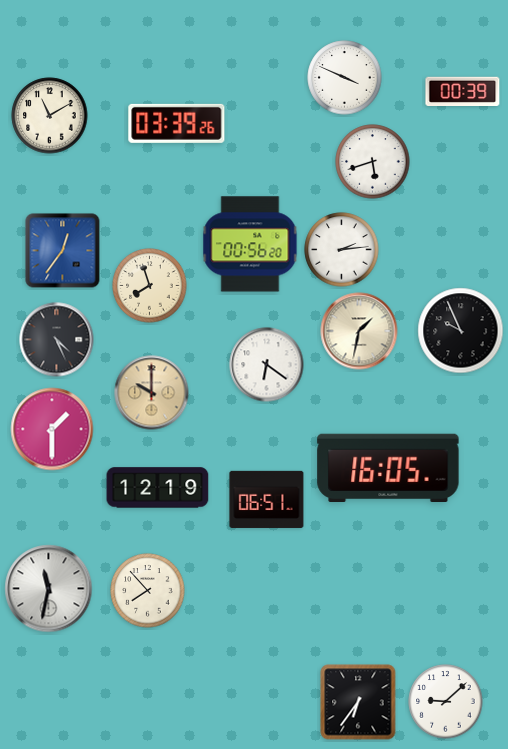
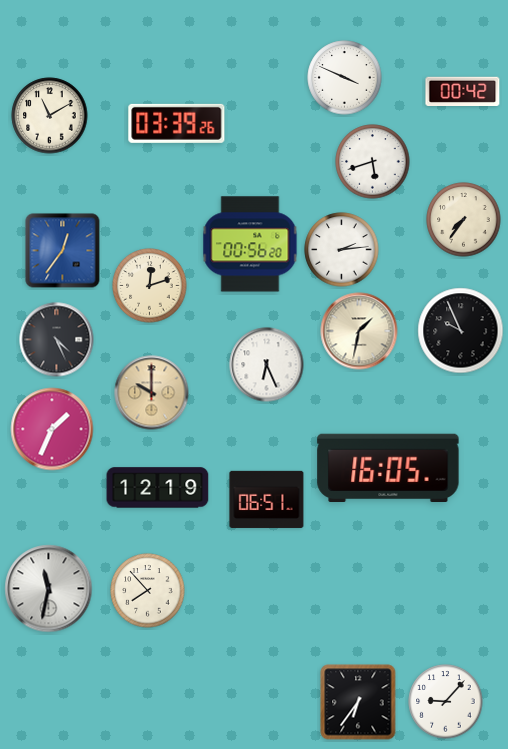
clock at (463, 92): 00:39 -> 00:42
clock at (464, 220): none -> 7:36
clock at (150, 286): 7:57 -> 12:12
clock at (267, 365): 6:21 -> 6:26
clock at (52, 429): 1:30 -> 1:34
clock at (446, 702): 9:08 -> 9:07
